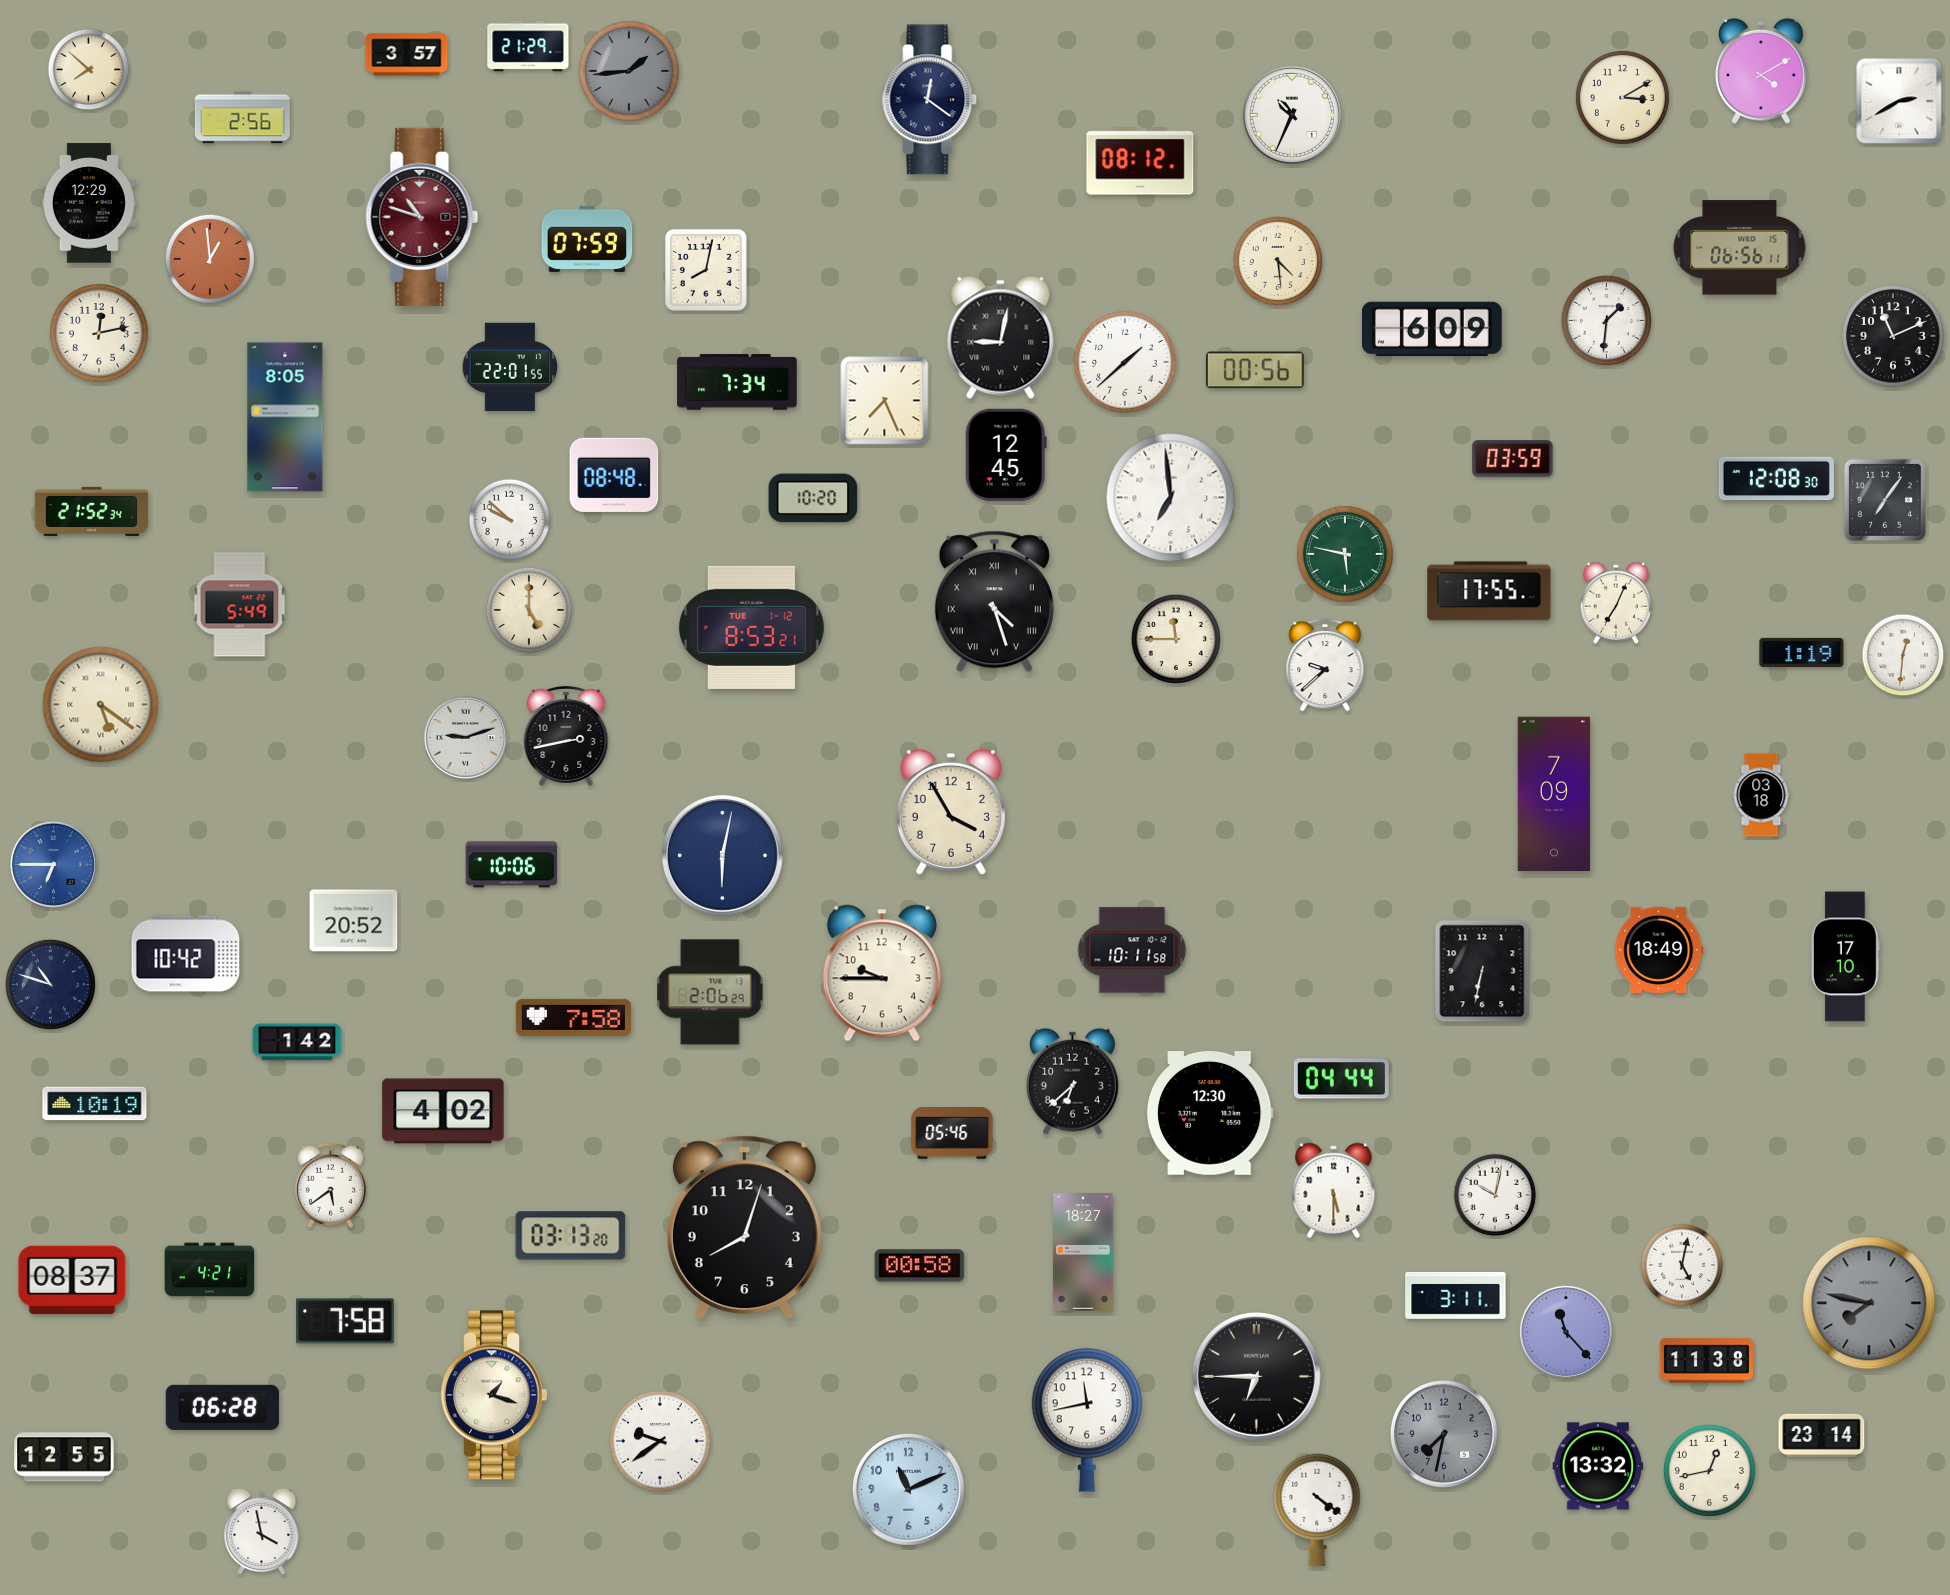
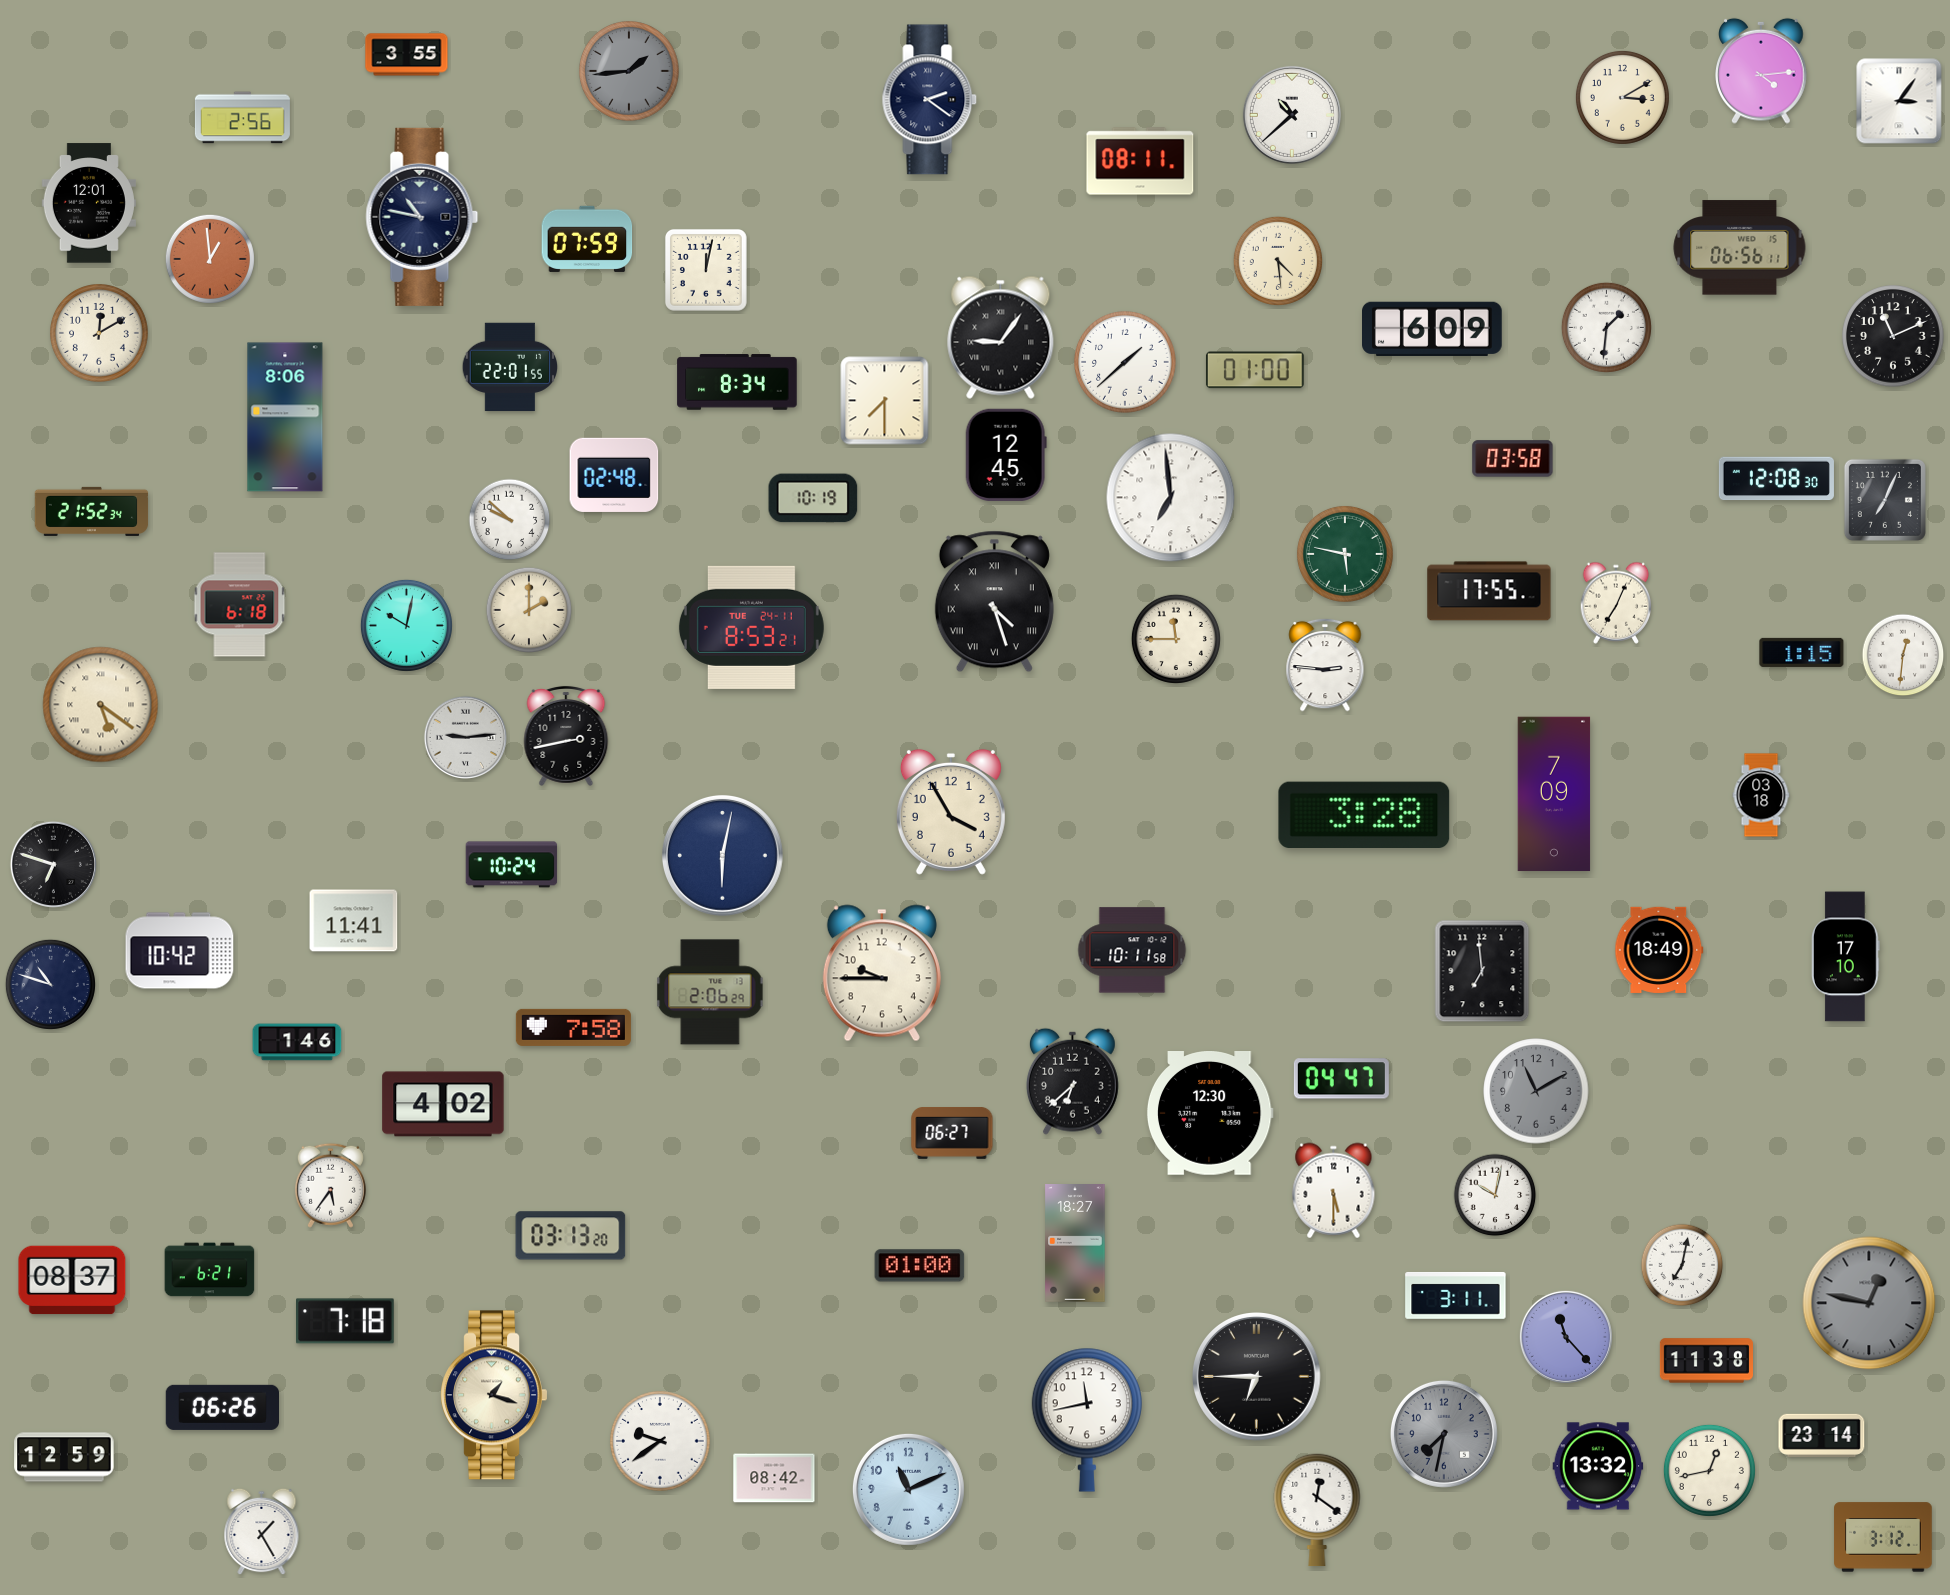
clock at (528, 46): 21:29 -> none
clock at (407, 55): 3:57 -> 3:55
clock at (89, 70): 7:52 -> none
clock at (1761, 71): 4:10 -> 4:14
clock at (930, 100): 12:21 -> 2:21
clock at (1899, 101): 2:40 -> 3:06
clock at (1292, 115): 10:34 -> 10:38
clock at (1140, 161): 08:12 -> 08:11
clock at (89, 203): 12:29 -> 12:01
clock at (422, 217): 10:48 -> 10:47
clock at (422, 217) dial: burgundy -> navy
clock at (706, 270): 8:02 -> 12:02
clock at (1606, 320) position: (1606, 320) -> (1606, 327)
clock at (100, 334): 12:13 -> 12:10
clock at (1001, 337): 9:02 -> 9:06
clock at (1255, 370): 00:56 -> 01:00
clock at (737, 382): 7:34 -> 8:34
clock at (885, 401): 7:26 -> 7:30
clock at (285, 417): 8:05 -> 8:06
clock at (1513, 459): 03:59 -> 03:58
clock at (614, 475): 08:48 -> 02:48
clock at (813, 498): 10:20 -> 10:19
clock at (1885, 500): 7:06 -> 7:04
clock at (240, 605): 5:49 -> 6:18
clock at (529, 610): 5:00 -> 2:00
clock at (406, 625): none -> 10:02
clock at (751, 627) date: TUE 1-12 -> TUE 24-11
clock at (1802, 652): 1:19 -> 1:15
clock at (1325, 665): 9:38 -> 2:46
clock at (465, 737): 9:12 -> 9:14
clock at (1364, 814): none -> 3:28
clock at (53, 864): 6:45 -> 6:48
clock at (53, 864) dial: blue -> black
clock at (512, 865): 10:06 -> 10:24
clock at (354, 921): 20:52 -> 11:41
clock at (186, 954) position: (186, 954) -> (180, 951)
clock at (1482, 971): 6:32 -> 6:59
clock at (573, 1017) position: (573, 1017) -> (573, 1027)
clock at (297, 1042): 1:42 -> 1:46
clock at (1341, 1079): 04:44 -> 04:47
clock at (1536, 1091): none -> 11:10
clock at (95, 1104): 10:19 -> none
clock at (443, 1111) position: (443, 1111) -> (443, 1104)
clock at (952, 1134): 05:46 -> 06:27
clock at (330, 1185): 5:39 -> 5:36
clock at (744, 1228): 8:03 -> none
clock at (1083, 1253) position: (1083, 1253) -> (1075, 1244)
clock at (1682, 1265): 5:02 -> 7:02
clock at (920, 1266): 00:58 -> 01:00
clock at (210, 1270): 4:21 -> 6:21
clock at (1869, 1303): 7:47 -> 12:47
clock at (346, 1321): 7:58 -> 7:18
clock at (1566, 1332) position: (1566, 1332) -> (1566, 1337)
clock at (222, 1407): 06:28 -> 06:26
clock at (64, 1457): 12:55 -> 12:59
clock at (774, 1478): none -> 08:42
clock at (1317, 1510): 4:21 -> 12:21
clock at (262, 1532): 3:58 -> 1:25
clock at (1883, 1537): none -> 3:12
